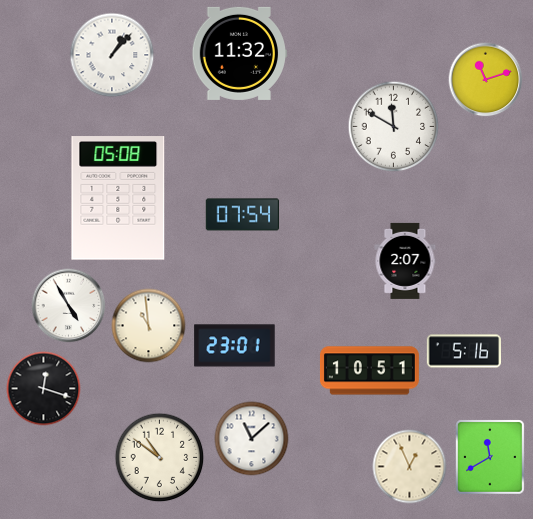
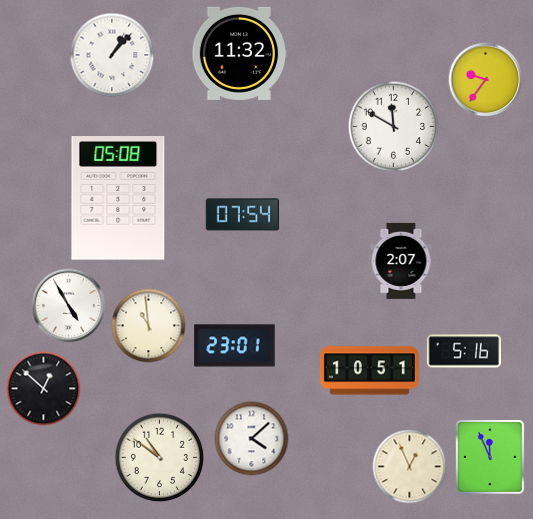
clock at (486, 80): 11:12 -> 9:36
clock at (405, 261) position: (405, 261) -> (401, 261)
clock at (44, 389): 12:18 -> 12:52
clock at (252, 439): 11:08 -> 4:08
clock at (490, 457): 11:40 -> 11:56
